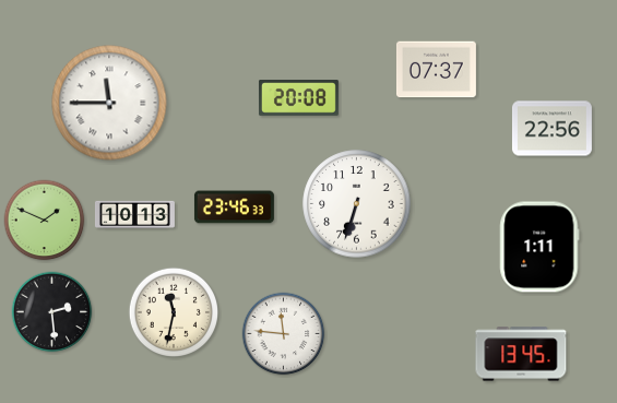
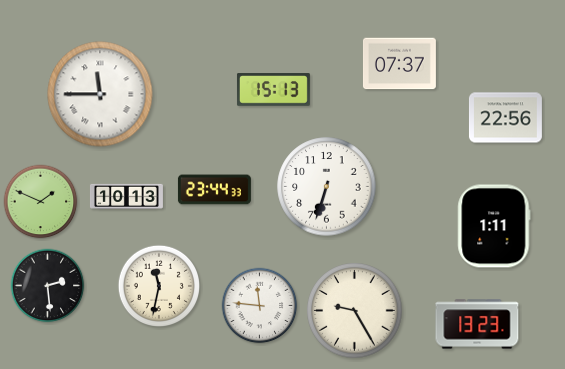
clock at (298, 98): 20:08 -> 15:13
clock at (234, 208): 23:46 -> 23:44
clock at (134, 214) position: (134, 214) -> (126, 196)
clock at (355, 311): none -> 9:25
clock at (521, 354): 13:45 -> 13:23
